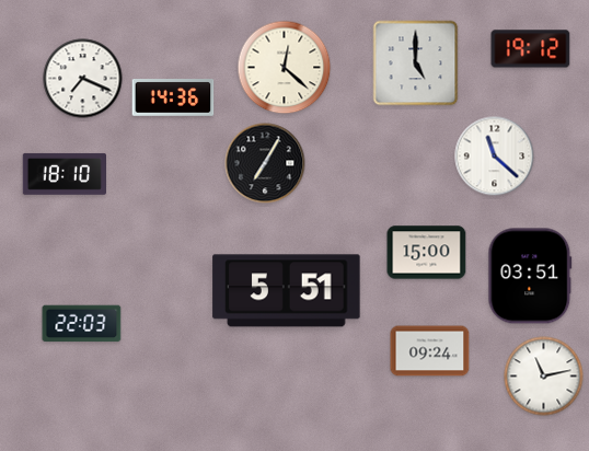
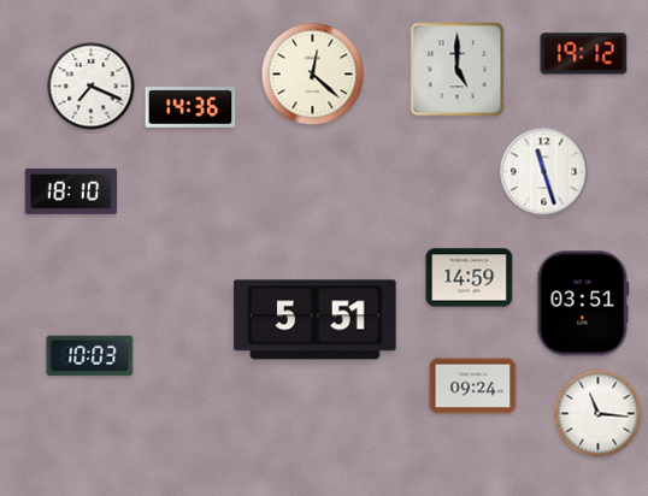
clock at (495, 157): 11:22 -> 11:27
clock at (265, 163): 7:05 -> none
clock at (427, 253): 15:00 -> 14:59
clock at (82, 324): 22:03 -> 10:03
clock at (544, 377): 11:13 -> 11:16
